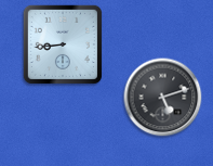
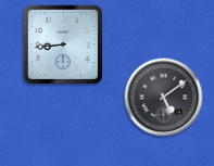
clock at (163, 98): 5:12 -> 5:09
